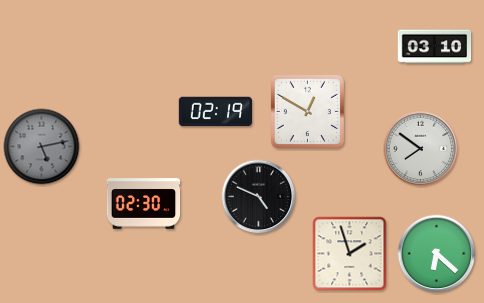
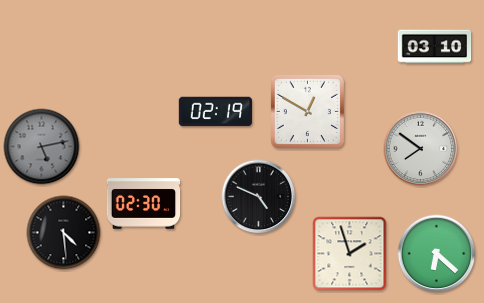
clock at (64, 233): none -> 4:29
